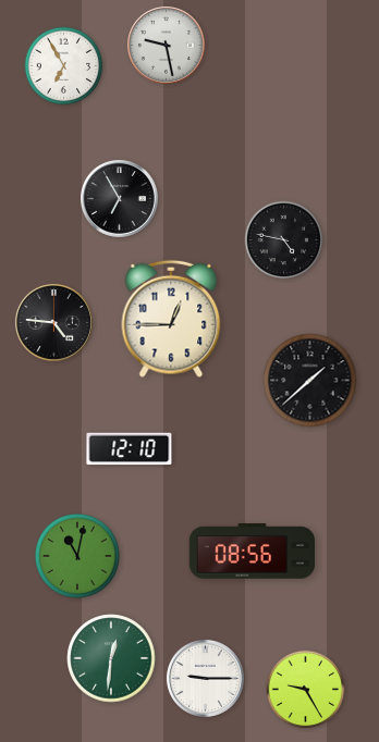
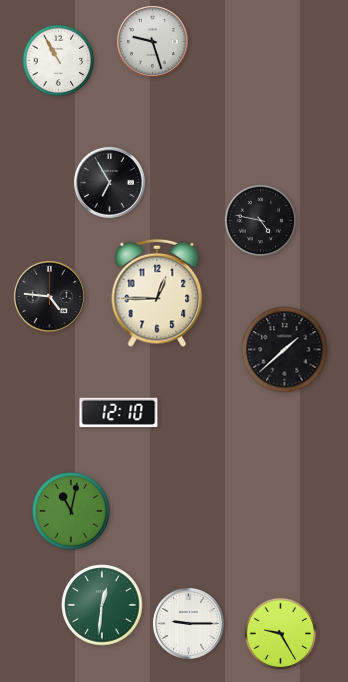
clock at (166, 45): 9:28 -> 9:27
clock at (64, 66): 6:55 -> 10:55
clock at (252, 552): 08:56 -> none
